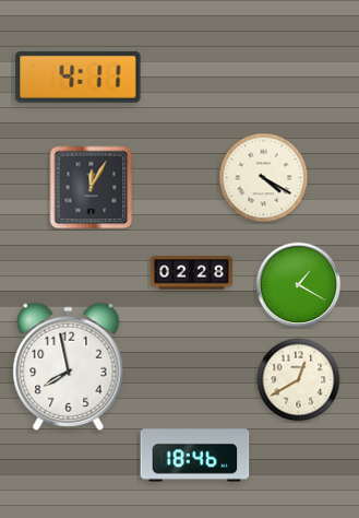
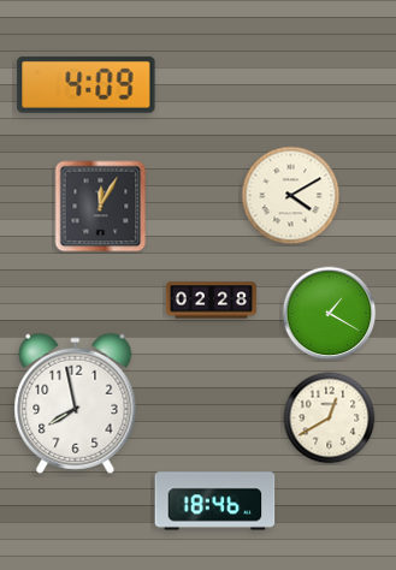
clock at (79, 76): 4:11 -> 4:09
clock at (264, 178): 4:20 -> 4:10
